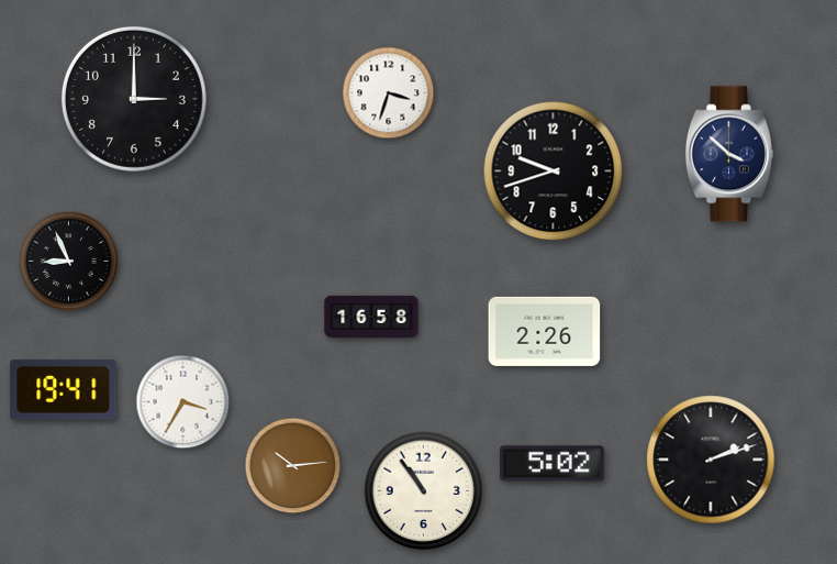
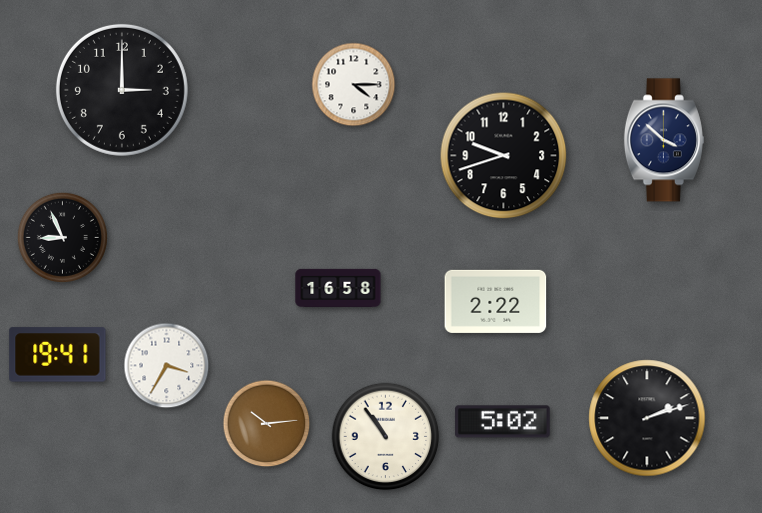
clock at (389, 93): 3:33 -> 4:15
clock at (545, 331): 2:26 -> 2:22
clock at (424, 491) position: (424, 491) -> (386, 437)
